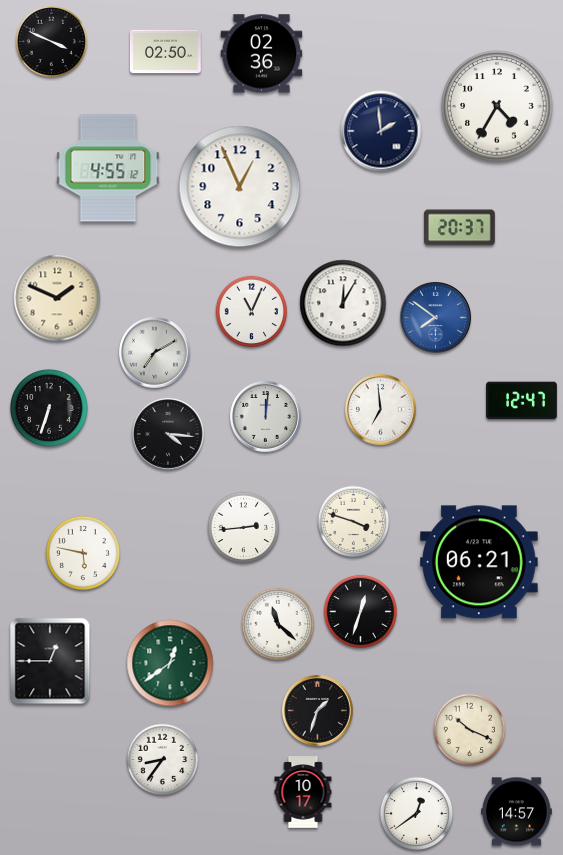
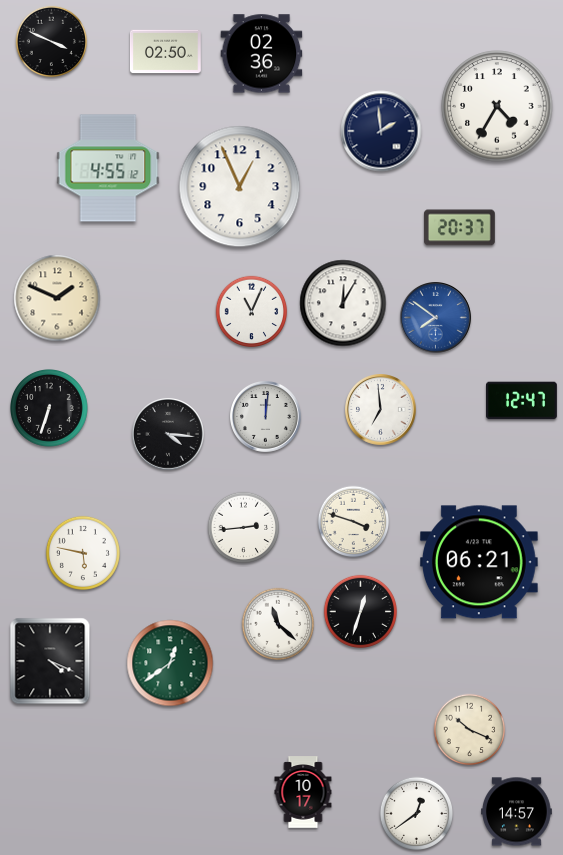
clock at (155, 353): 7:10 -> none
clock at (50, 661): 12:45 -> 4:19
clock at (318, 711): 1:33 -> none
clock at (163, 760): 8:36 -> none
